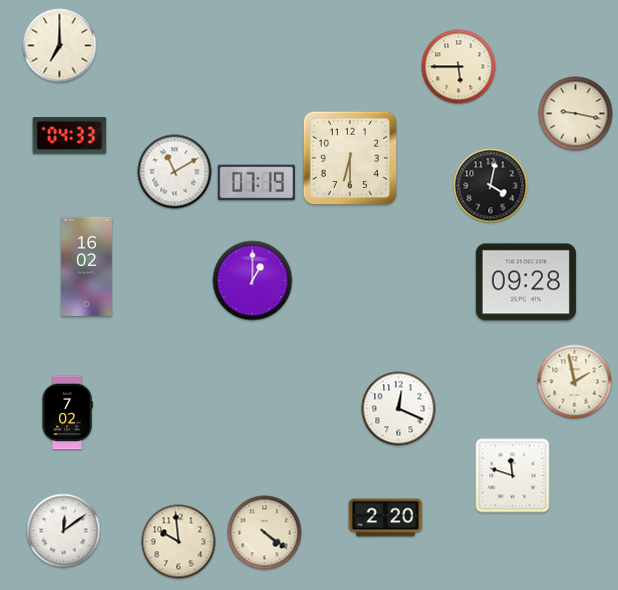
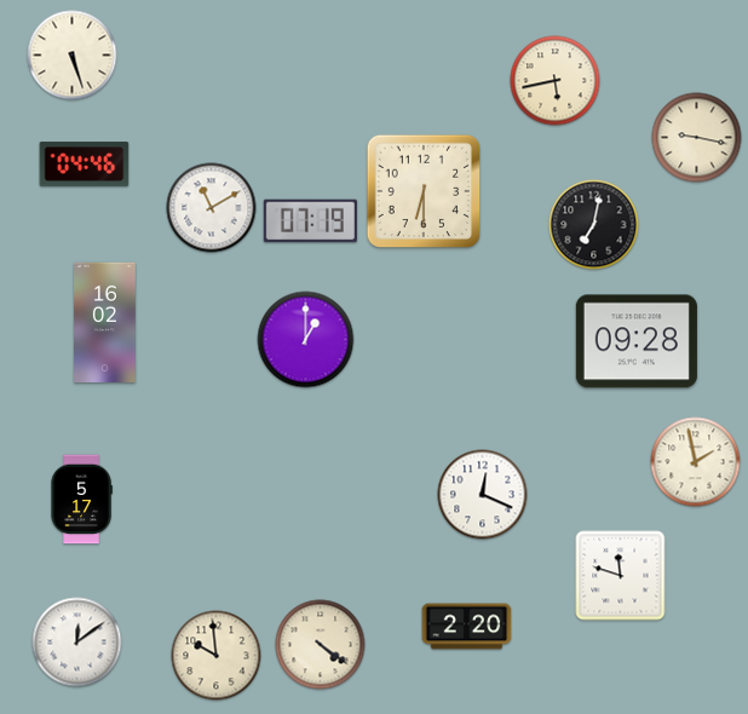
clock at (60, 46): 7:00 -> 5:27
clock at (459, 67): 5:45 -> 5:43
clock at (70, 136): 04:33 -> 04:46
clock at (491, 186): 4:02 -> 7:02
clock at (67, 413): 7:02 -> 5:17
